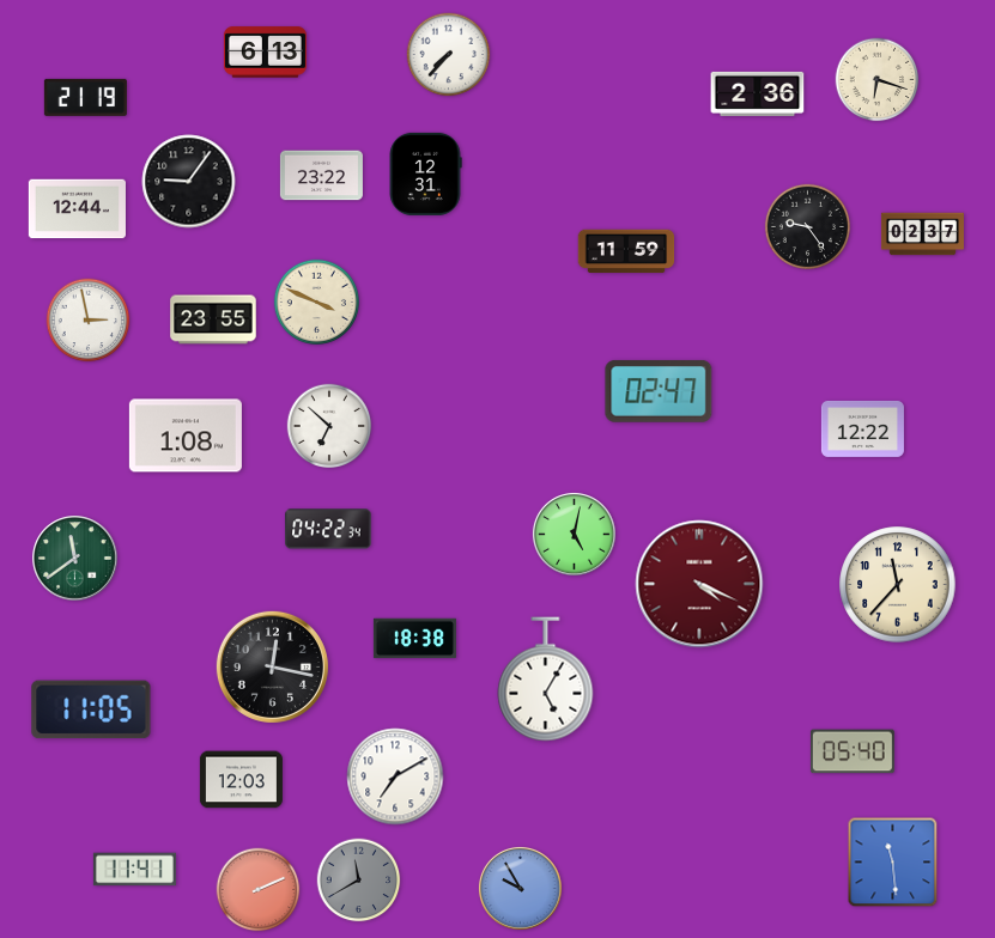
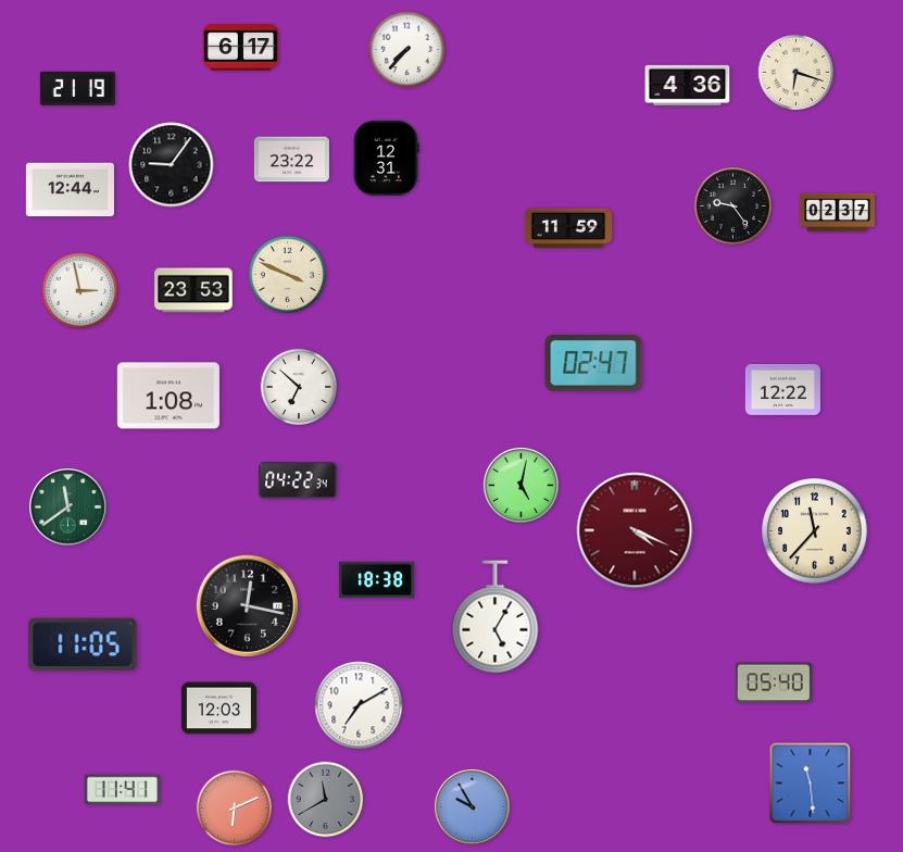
clock at (265, 53): 6:13 -> 6:17
clock at (758, 93): 2:36 -> 4:36
clock at (213, 319): 23:55 -> 23:53
clock at (659, 391) position: (659, 391) -> (593, 363)
clock at (259, 890): 2:11 -> 6:11
